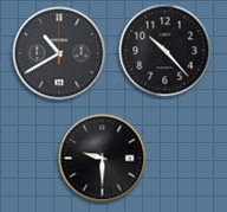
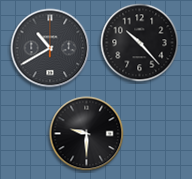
clock at (59, 53) position: (59, 53) -> (50, 48)
